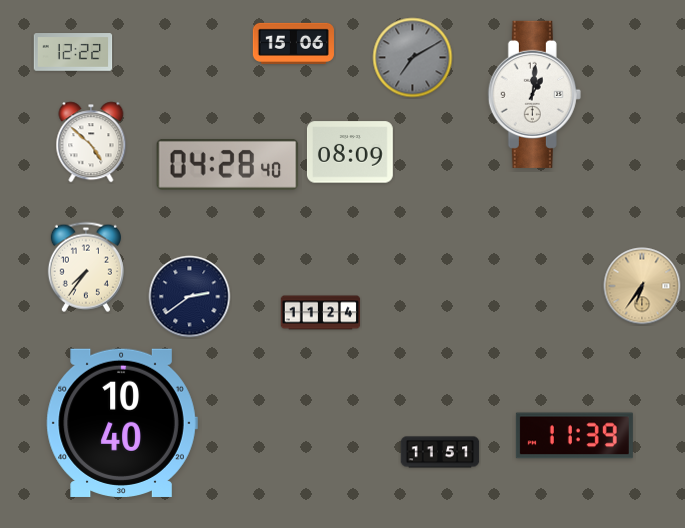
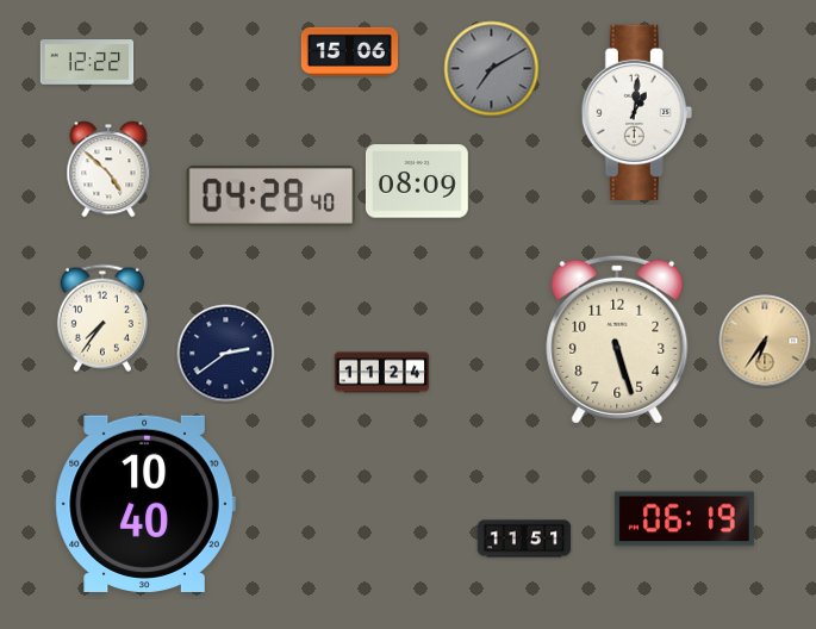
clock at (617, 340): none -> 5:27
clock at (574, 436): 11:39 -> 06:19
